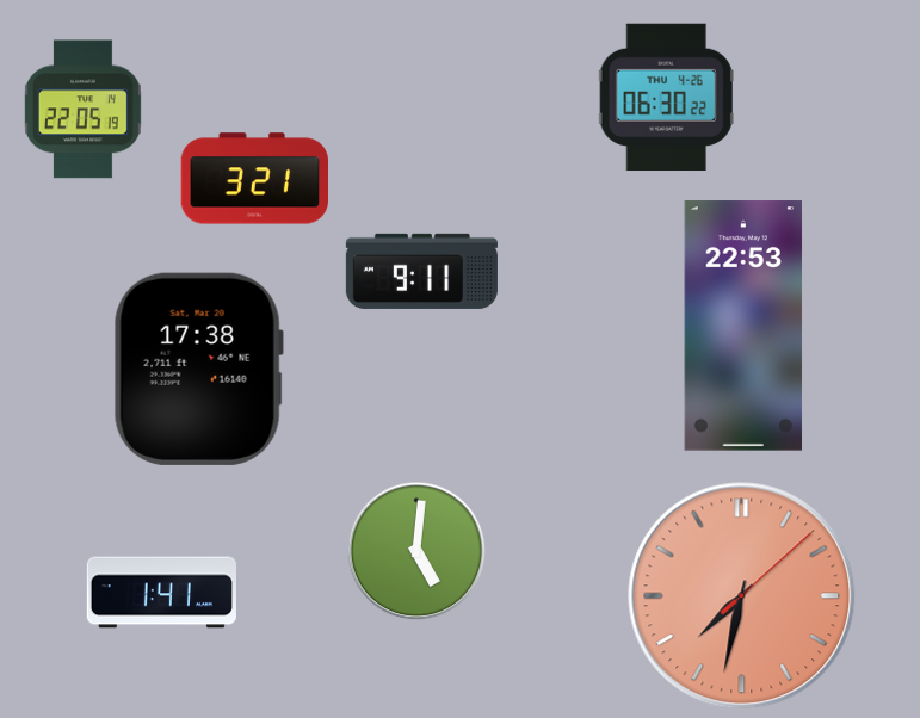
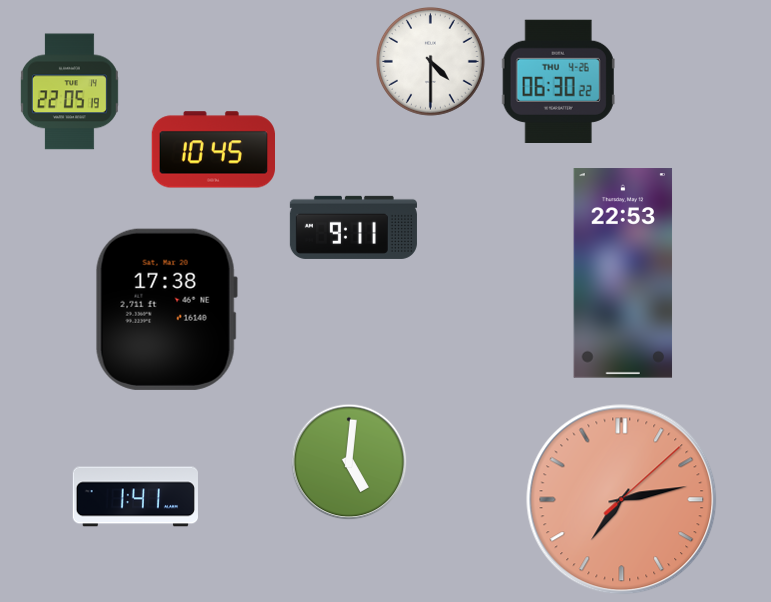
clock at (430, 61): none -> 4:30
clock at (254, 179): 3:21 -> 10:45
clock at (742, 596): 7:32 -> 7:13
